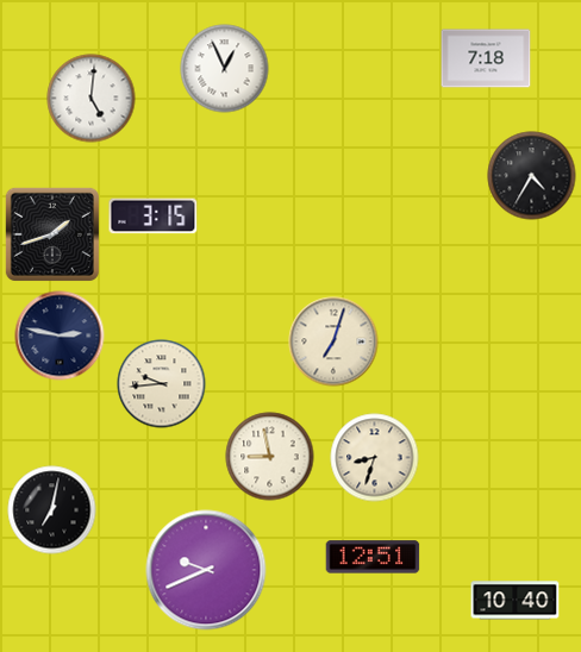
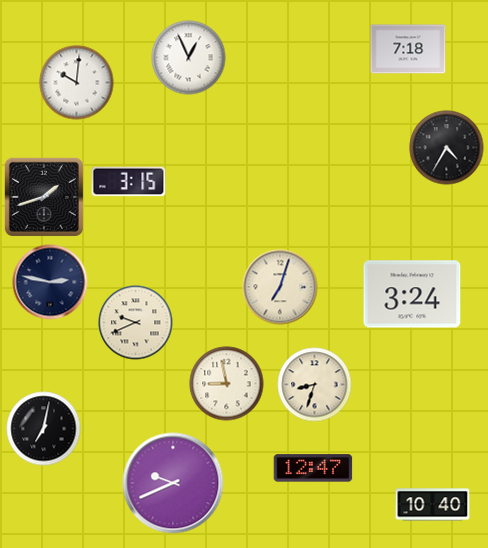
clock at (92, 99): 5:01 -> 10:01
clock at (412, 294): none -> 3:24
clock at (162, 384): 9:44 -> 9:41
clock at (373, 557): 12:51 -> 12:47
clock at (206, 570) position: (206, 570) -> (173, 483)
